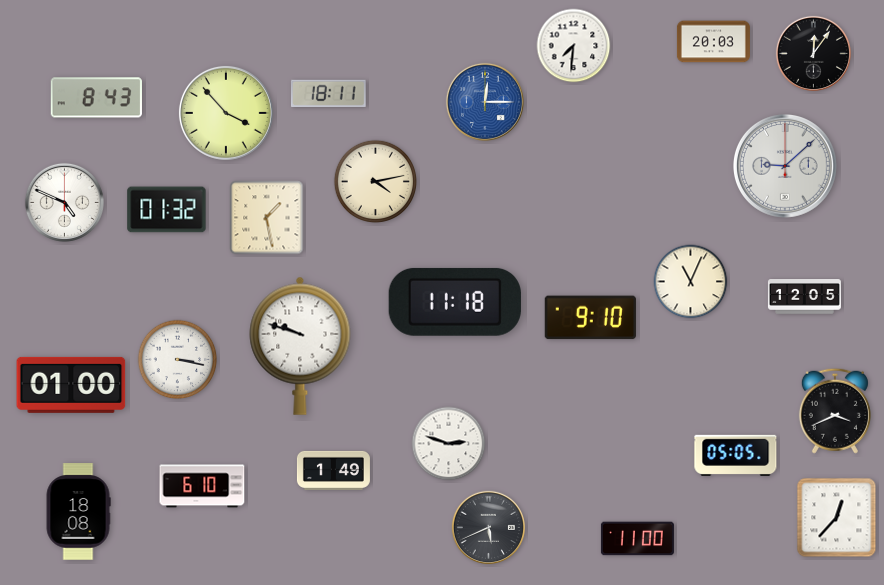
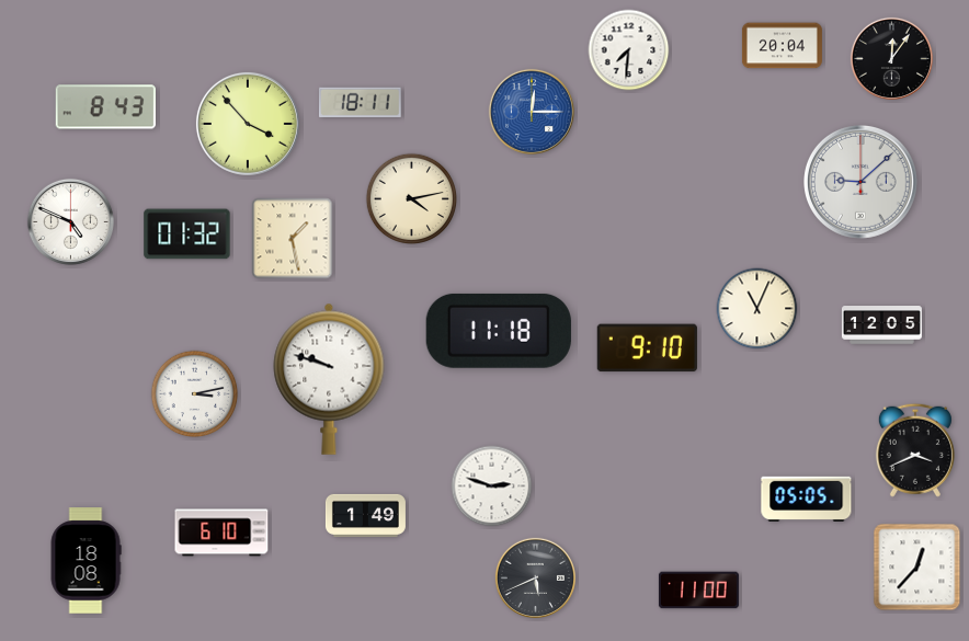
clock at (713, 42): 20:03 -> 20:04
clock at (167, 210) position: (167, 210) -> (187, 234)
clock at (178, 360): 3:17 -> 3:13
clock at (71, 385): 01:00 -> none
